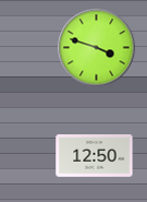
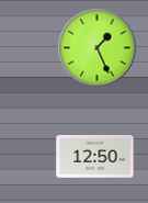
clock at (97, 48): 3:48 -> 1:26
